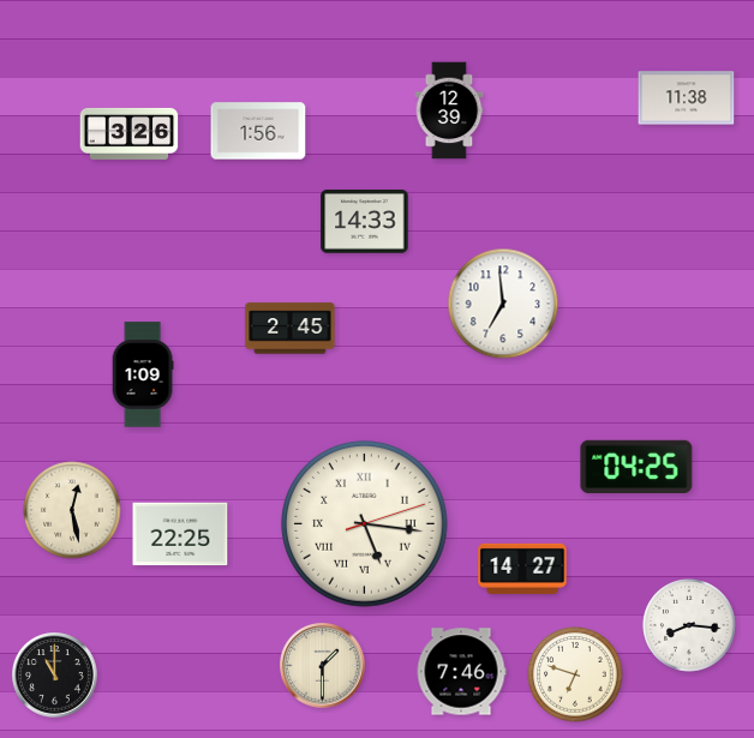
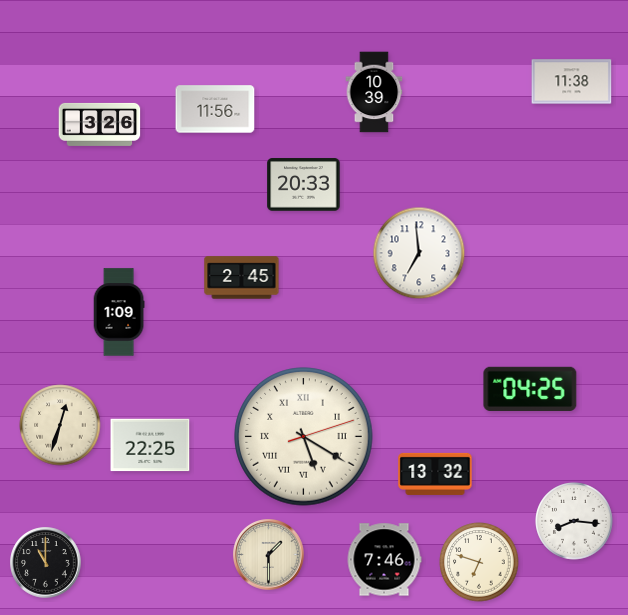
clock at (449, 110): 12:39 -> 10:39
clock at (258, 131): 1:56 -> 11:56
clock at (130, 133) position: (130, 133) -> (100, 124)
clock at (365, 222): 14:33 -> 20:33
clock at (291, 329) position: (291, 329) -> (242, 278)
clock at (72, 510): 12:28 -> 12:33
clock at (365, 524): 5:16 -> 5:20
clock at (522, 569): 14:27 -> 13:32
